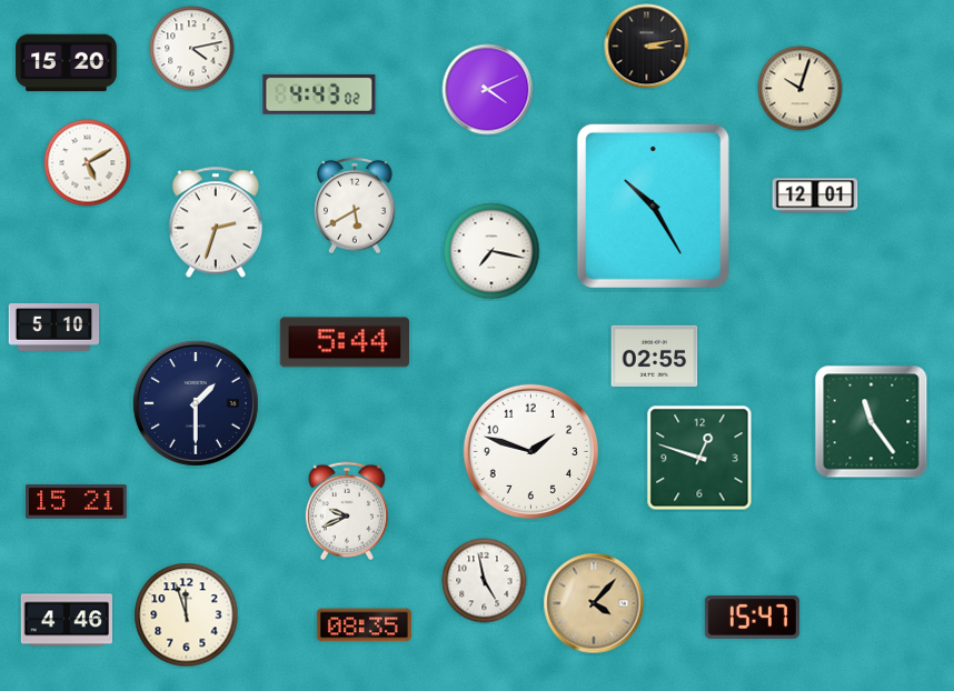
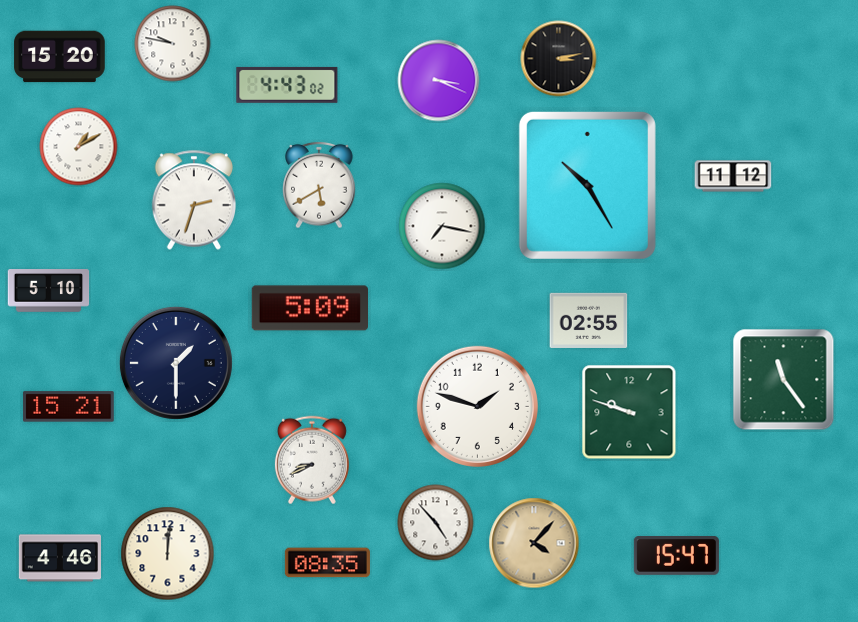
clock at (647, 47) position: (647, 47) -> (559, 59)
clock at (192, 49): 4:13 -> 9:47
clock at (801, 89): 10:03 -> none
clock at (488, 90): 4:11 -> 3:19
clock at (88, 163): 5:10 -> 1:10
clock at (815, 196): 12:01 -> 11:12
clock at (54, 328) position: (54, 328) -> (49, 291)
clock at (344, 342): 5:44 -> 5:09
clock at (699, 458): 12:48 -> 9:48
clock at (77, 502) position: (77, 502) -> (69, 407)
clock at (347, 511): 9:41 -> 8:41
clock at (485, 581): 4:58 -> 4:53
clock at (187, 615): 11:57 -> 12:01
